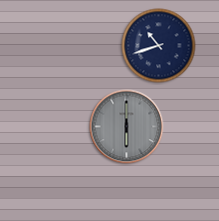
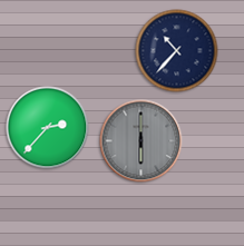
clock at (159, 46): 10:42 -> 10:37
clock at (48, 128): none -> 2:37
